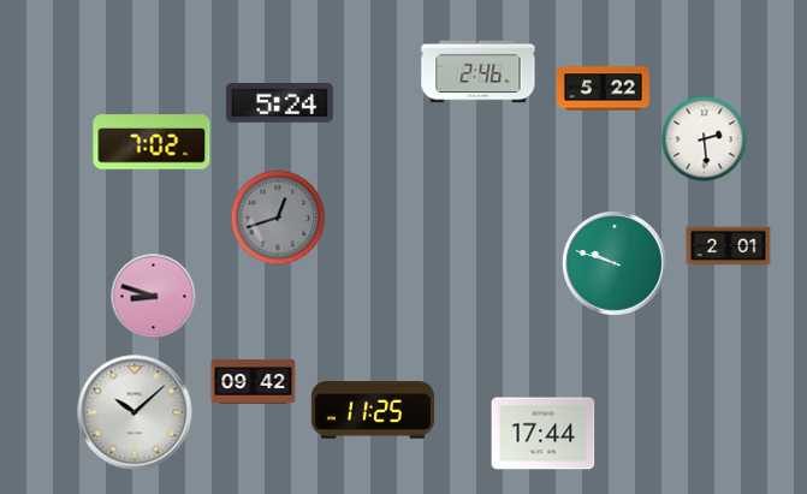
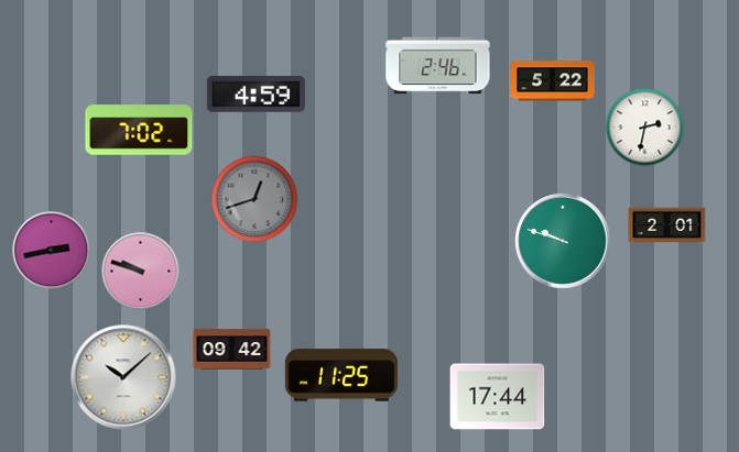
clock at (279, 103): 5:24 -> 4:59
clock at (705, 139): 2:29 -> 2:32
clock at (52, 251): none -> 2:43
clock at (154, 297): 8:48 -> 9:48
